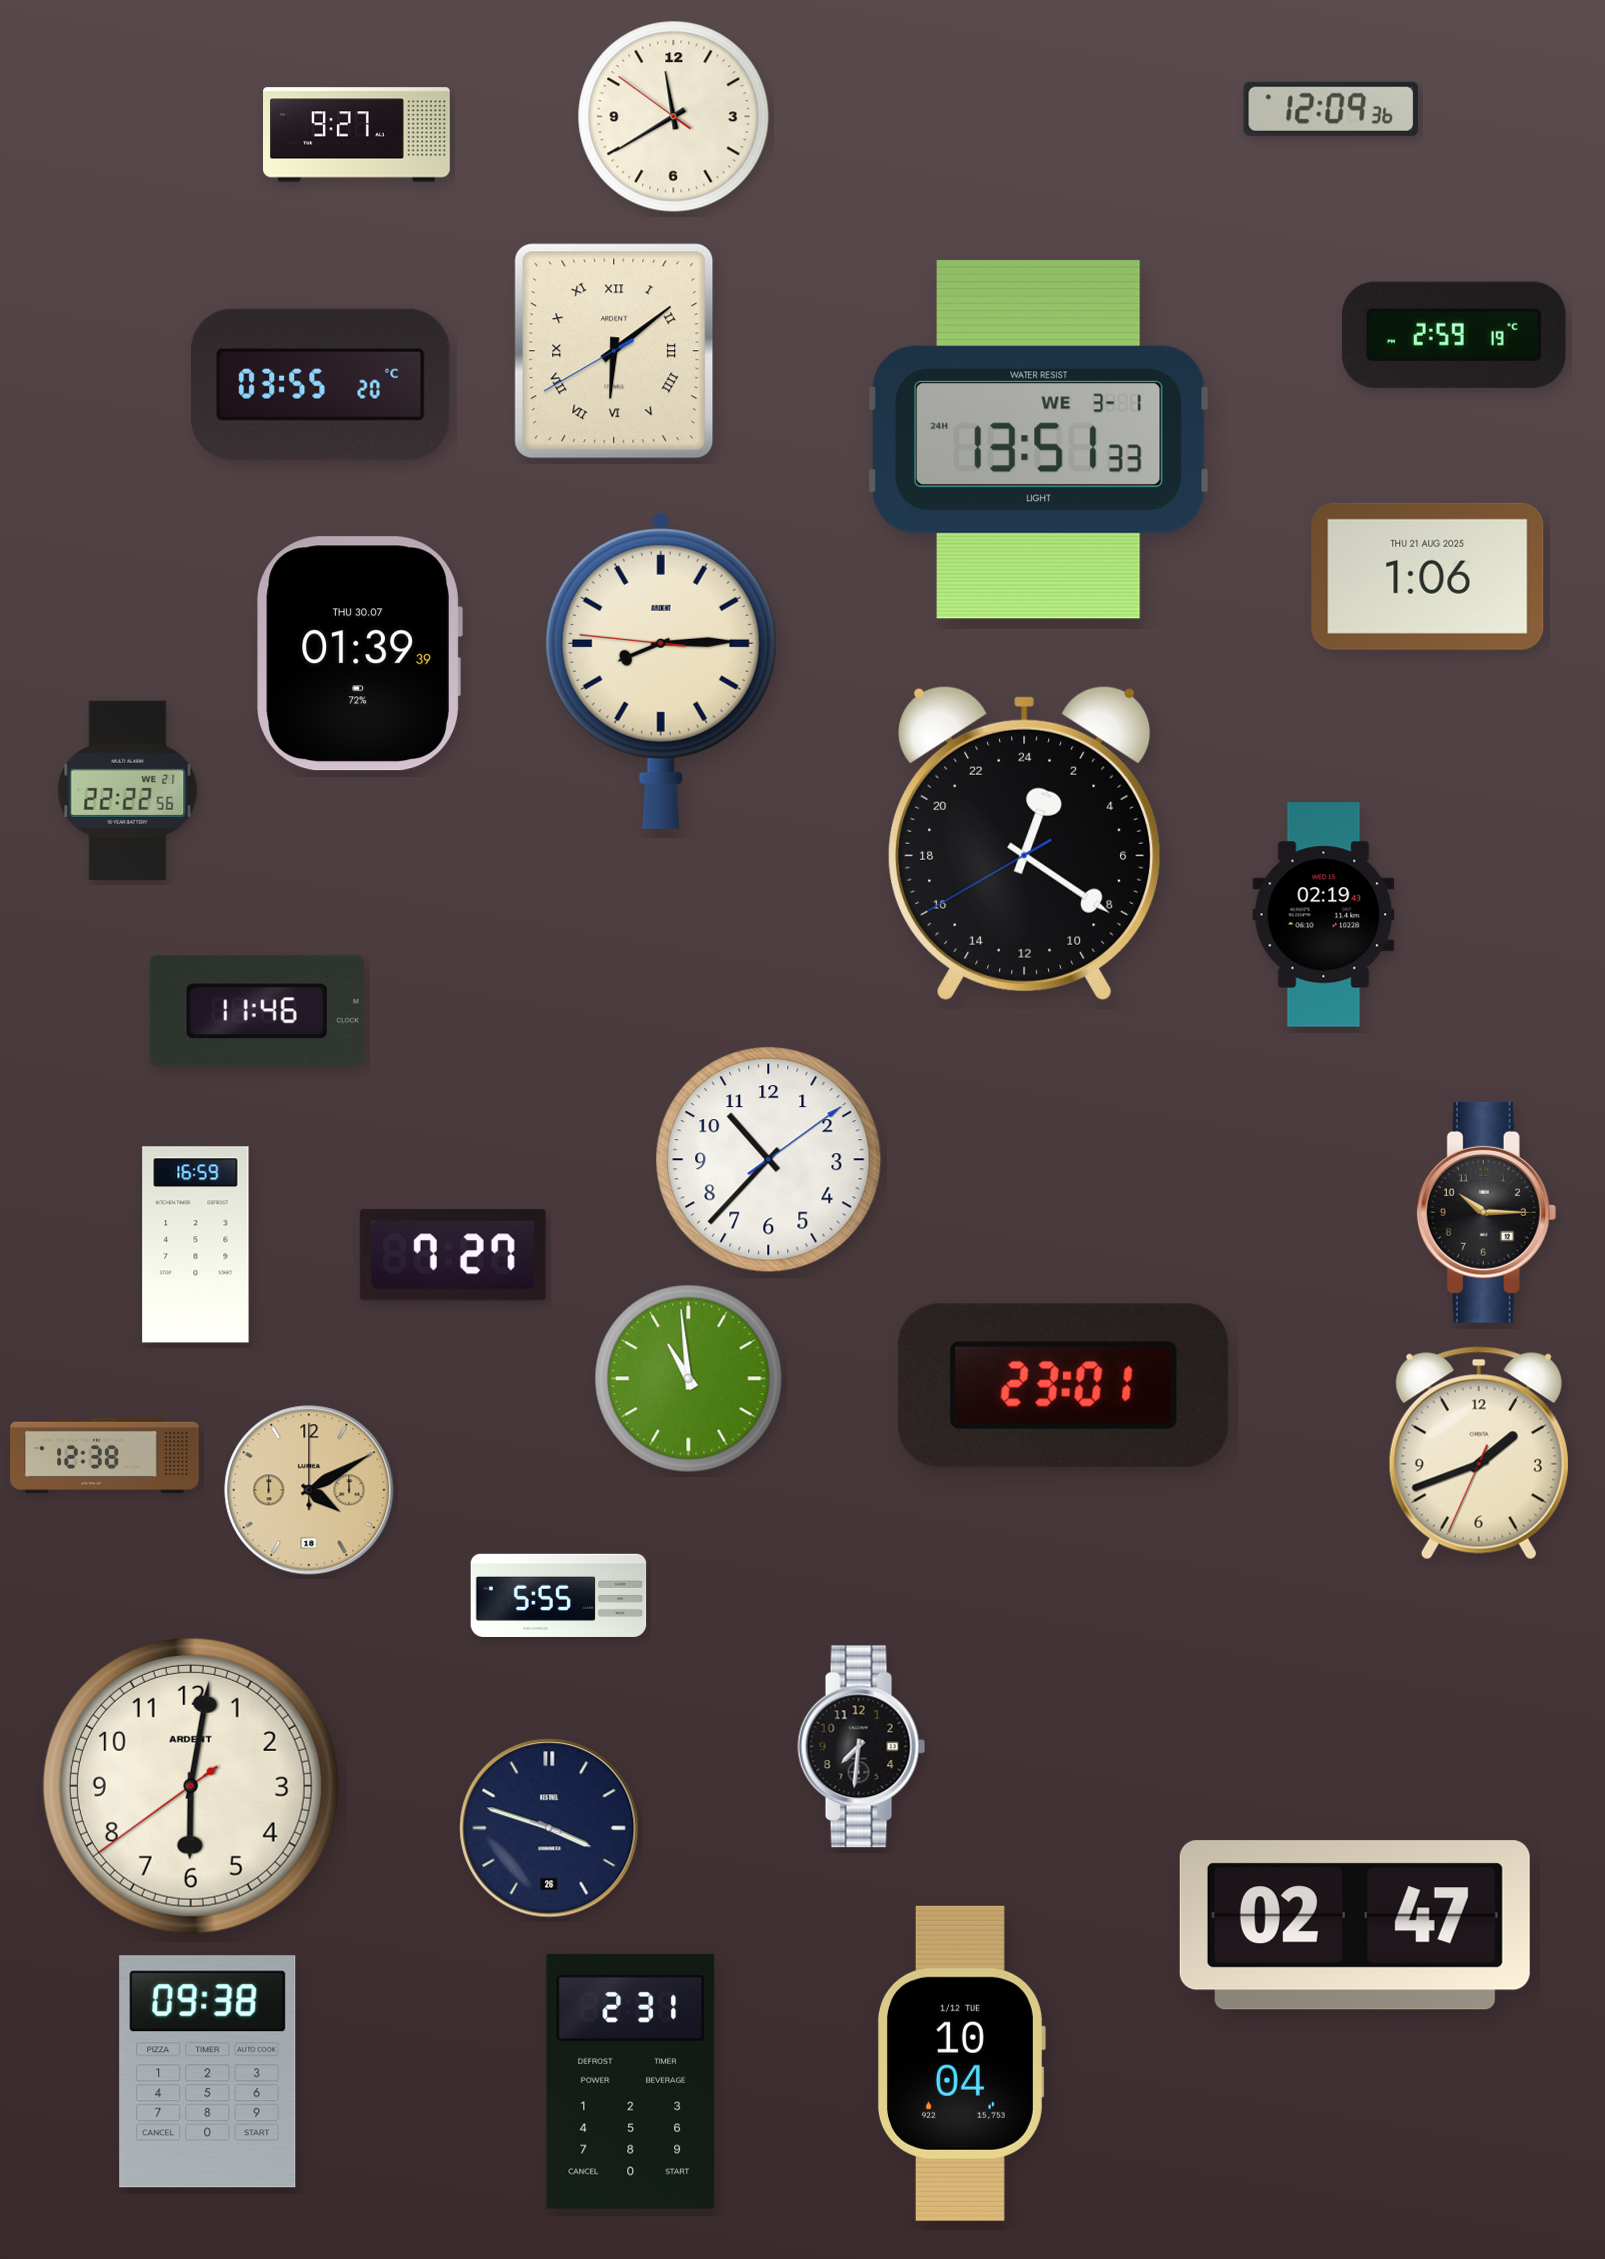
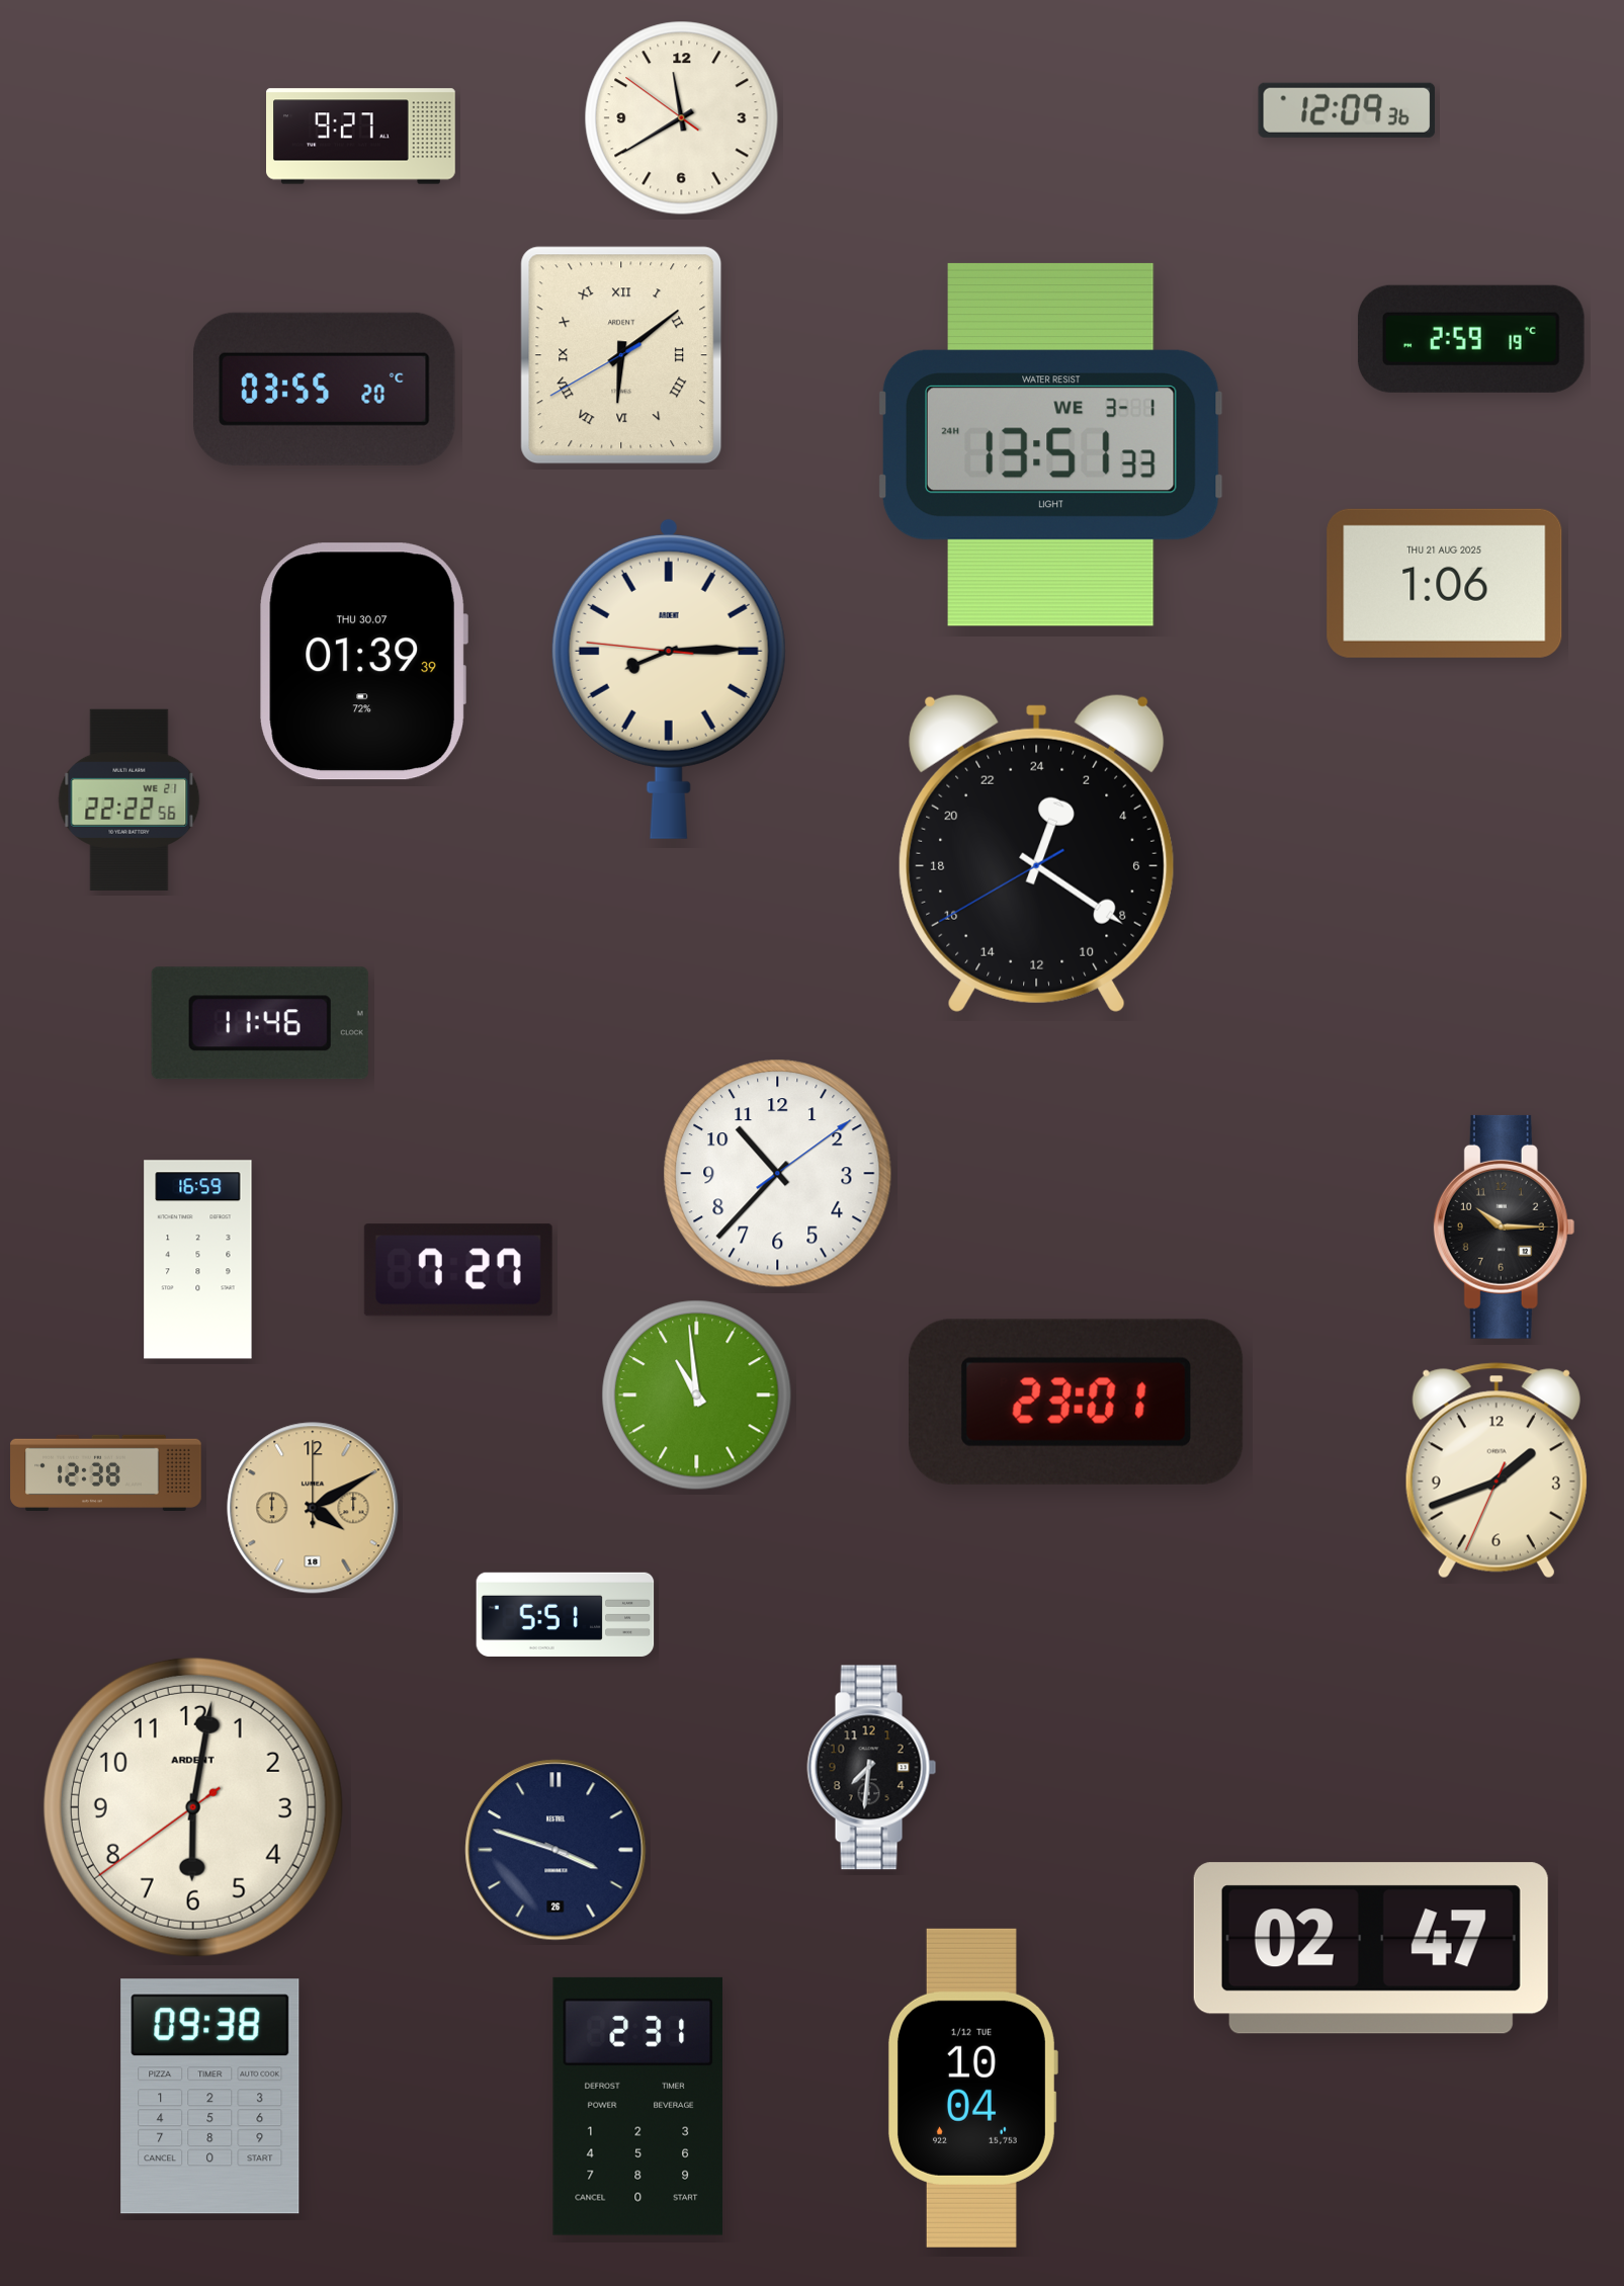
clock at (1324, 915): 02:19 -> none
clock at (559, 1595): 5:55 -> 5:51
